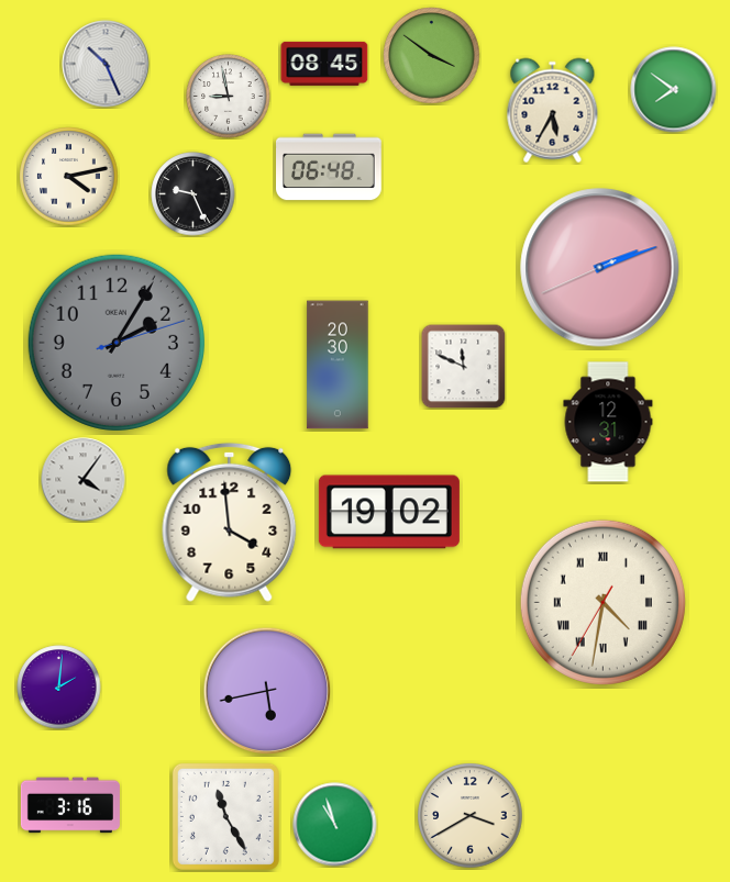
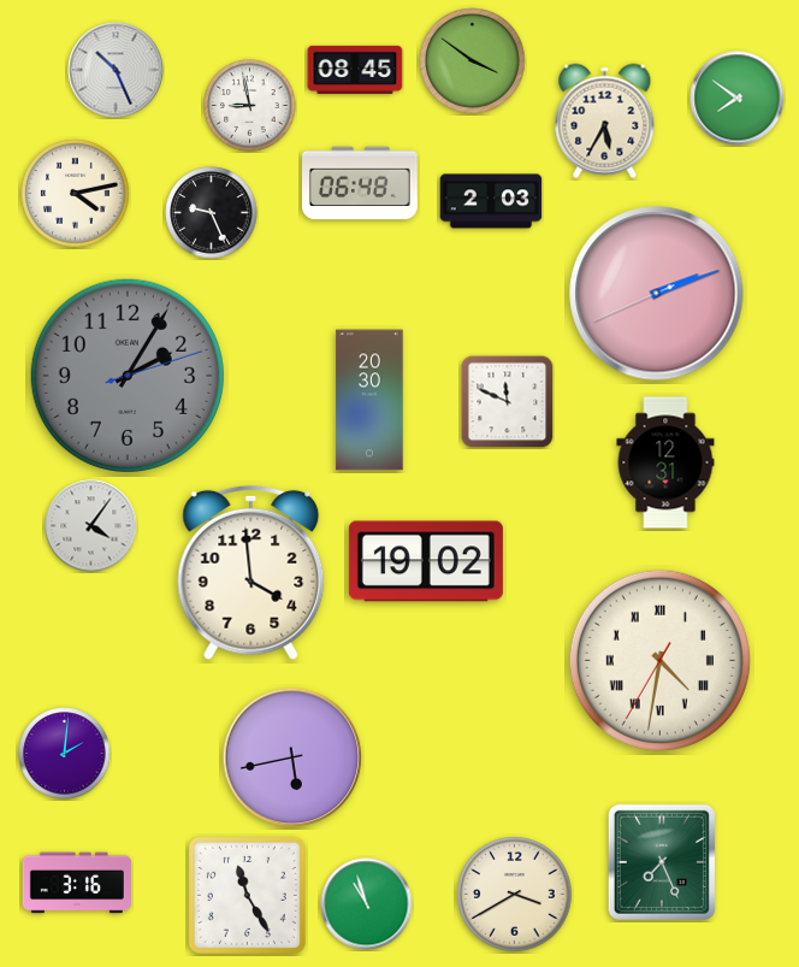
clock at (491, 201): none -> 2:03
clock at (662, 862): none -> 7:26
